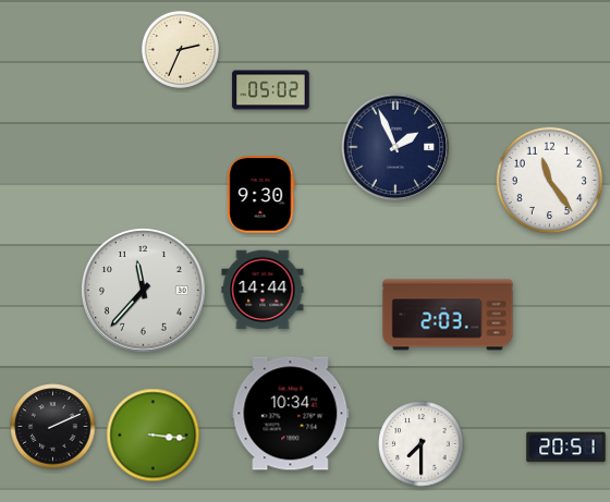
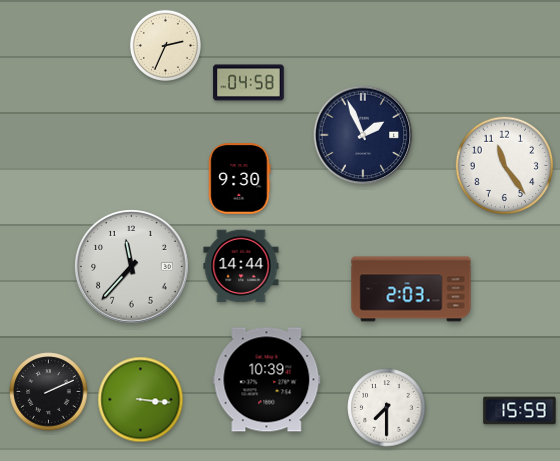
clock at (271, 90): 05:02 -> 04:58
clock at (291, 414): 10:34 -> 10:39
clock at (566, 448): 20:51 -> 15:59
